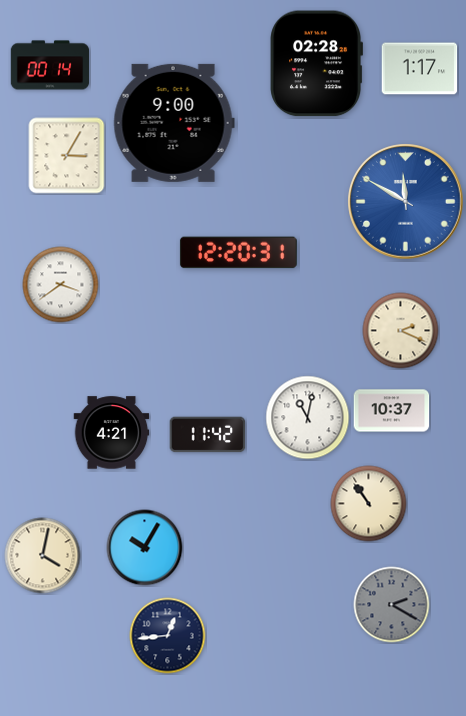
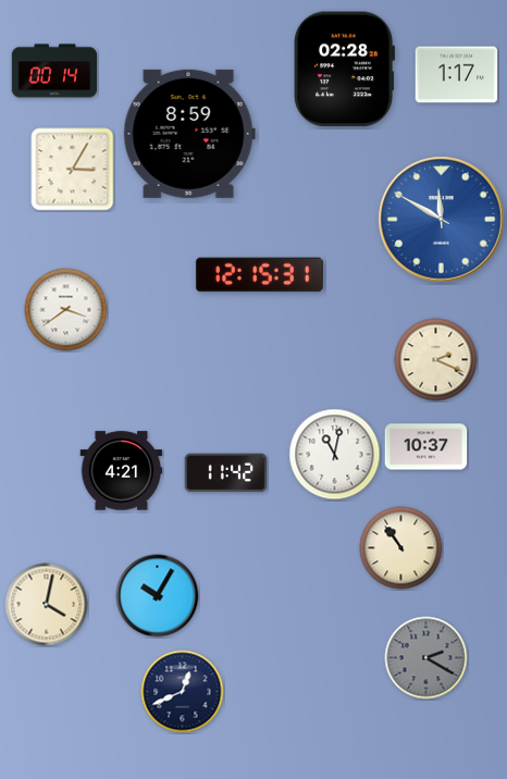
clock at (174, 123): 9:00 -> 8:59
clock at (238, 253): 12:20 -> 12:15
clock at (168, 636): 12:44 -> 12:41
